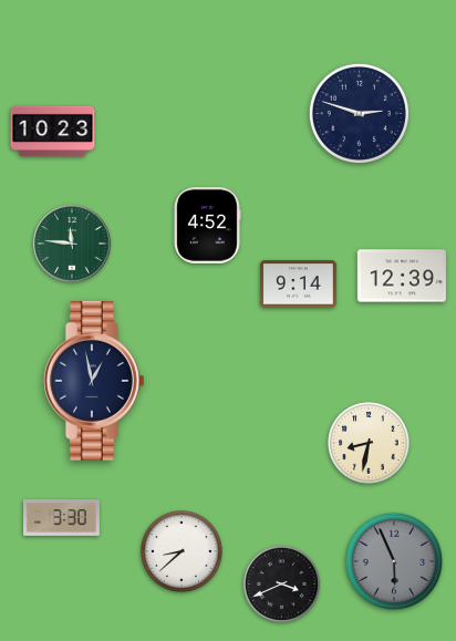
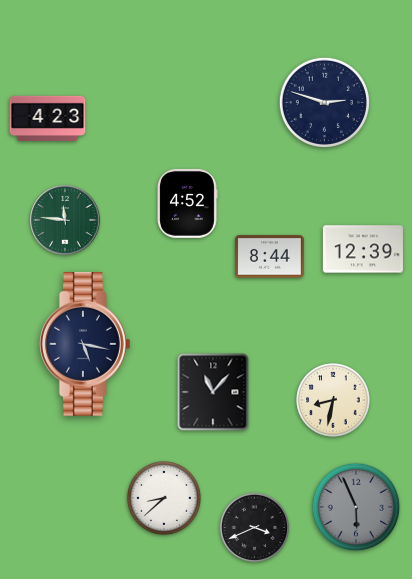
clock at (53, 131): 10:23 -> 4:23
clock at (298, 285): 9:14 -> 8:44
clock at (94, 381): 12:58 -> 5:17
clock at (213, 392): none -> 11:07
clock at (62, 518): 3:30 -> none
